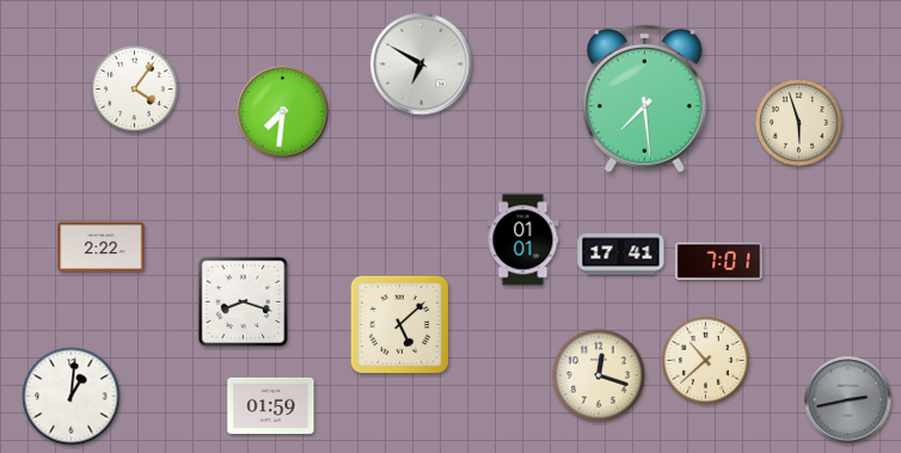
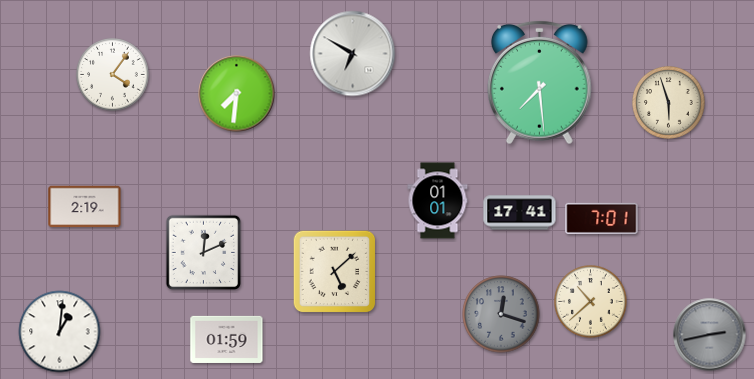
clock at (102, 247): 2:22 -> 2:19
clock at (244, 302): 8:18 -> 12:11
clock at (599, 375) dial: cream -> grey
